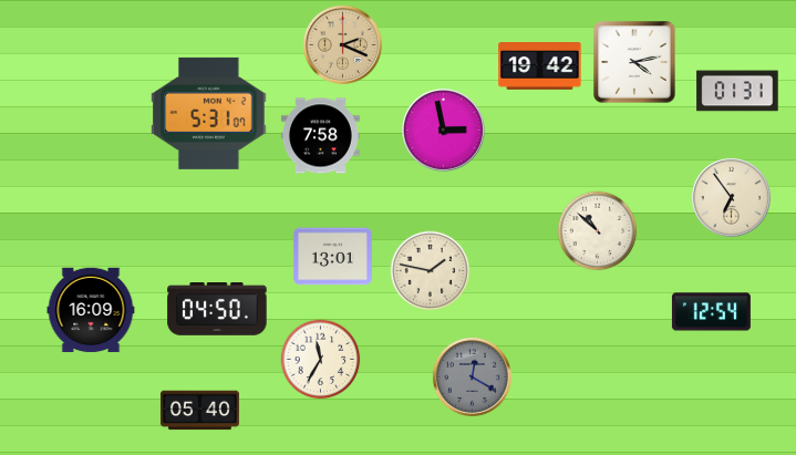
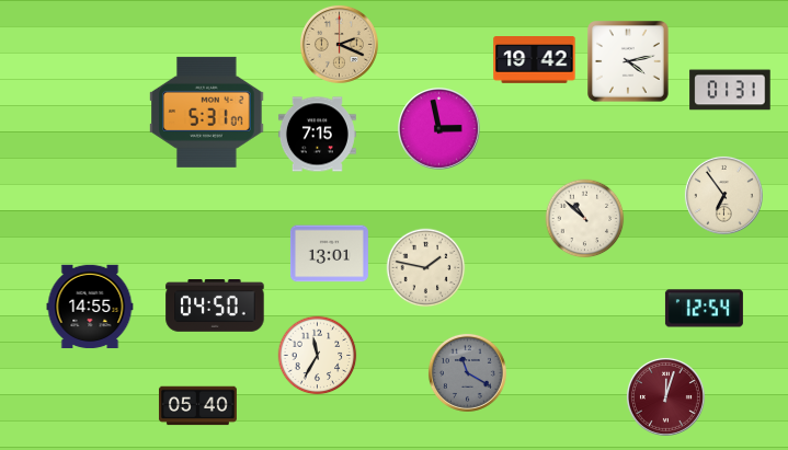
clock at (540, 66) position: (540, 66) -> (535, 60)
clock at (320, 136): 7:58 -> 7:15
clock at (598, 231) position: (598, 231) -> (585, 219)
clock at (91, 310): 16:09 -> 14:55
clock at (472, 376): 12:20 -> 11:20
clock at (665, 396): none -> 12:03
